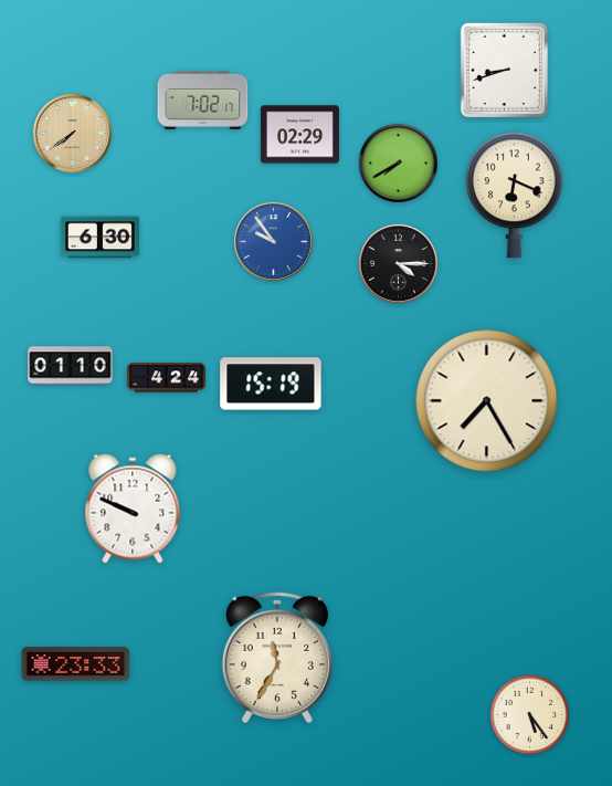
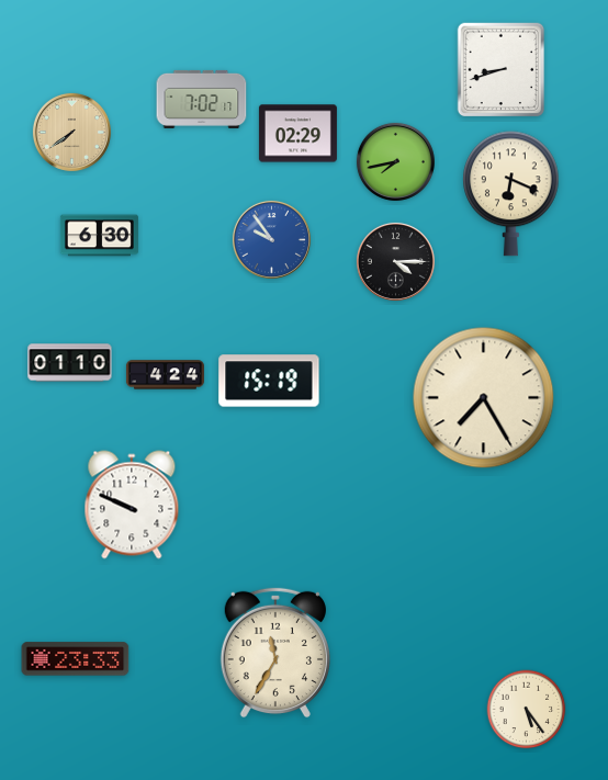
clock at (398, 163): 7:40 -> 7:43
